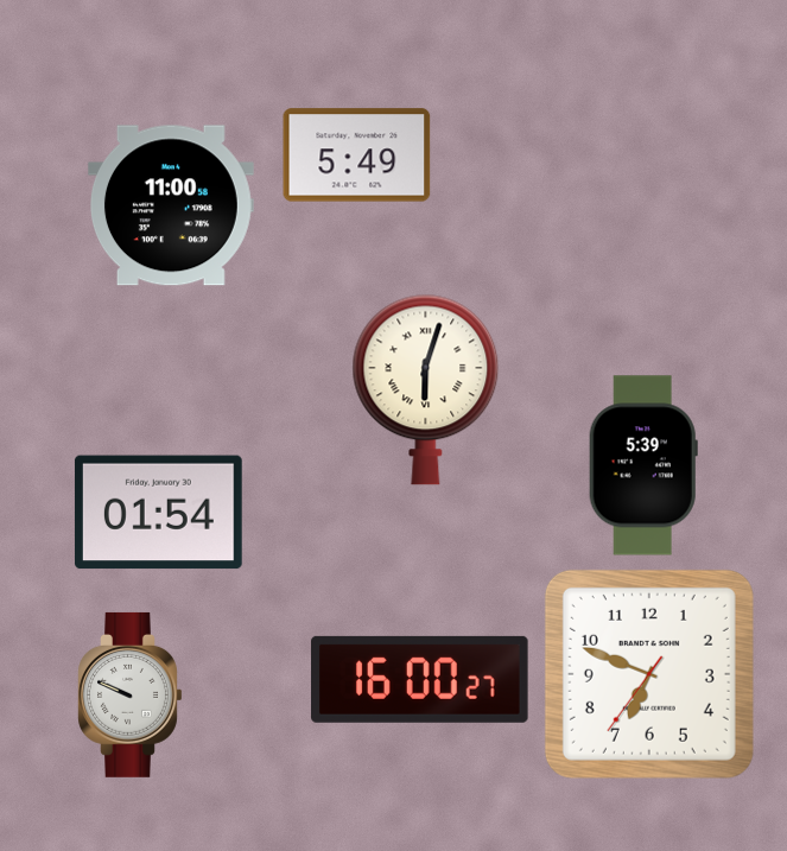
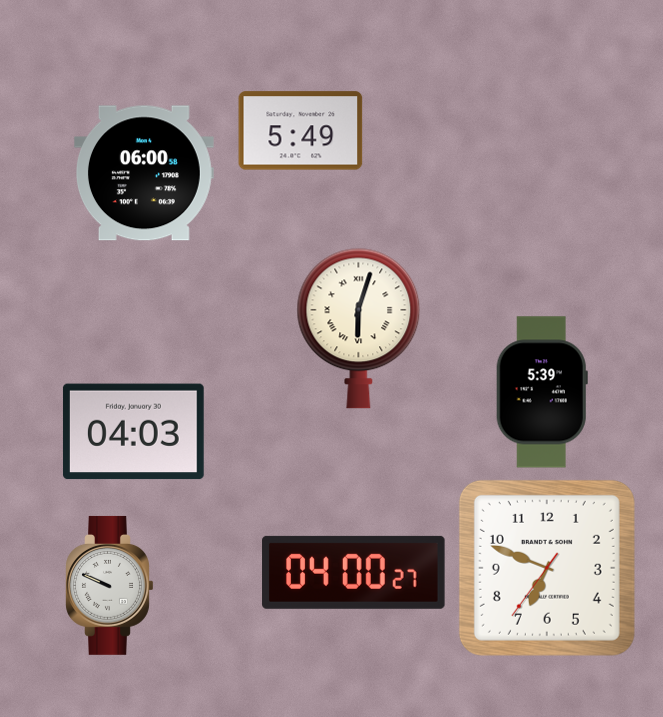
clock at (171, 205): 11:00 -> 06:00
clock at (158, 513): 01:54 -> 04:03
clock at (420, 679): 16:00 -> 04:00
